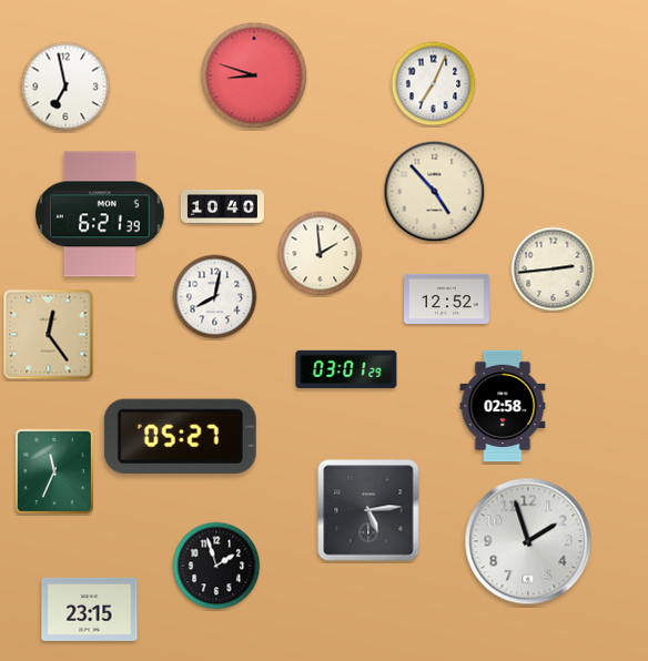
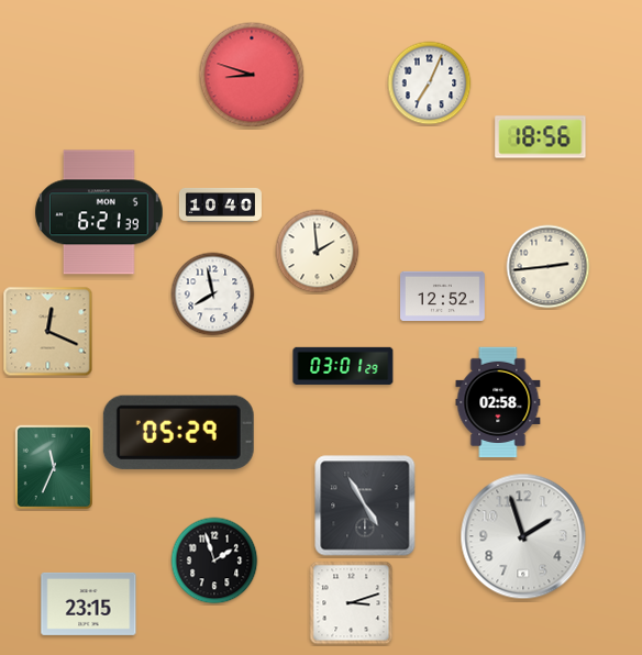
clock at (65, 87): 6:58 -> none
clock at (541, 137): none -> 18:56
clock at (435, 192): 4:53 -> none
clock at (215, 297): 8:02 -> 7:58
clock at (49, 335): 12:24 -> 12:19
clock at (180, 436): 05:27 -> 05:29
clock at (368, 510): 5:14 -> 4:55
clock at (352, 603): none -> 3:12
